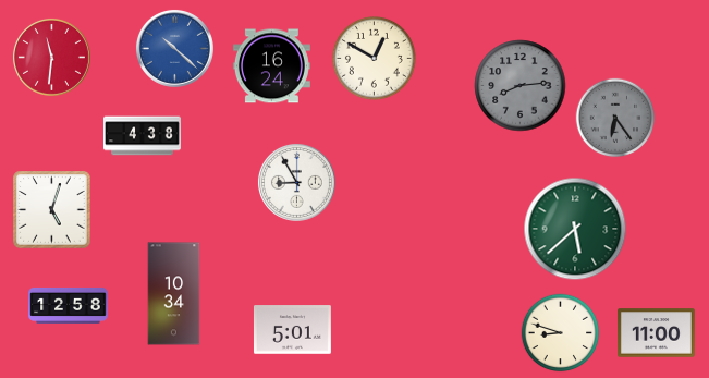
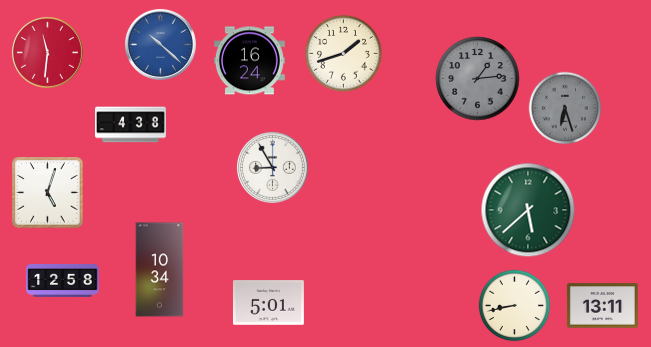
clock at (374, 58): 12:50 -> 1:42
clock at (521, 86): 8:14 -> 1:14
clock at (615, 118): 6:24 -> 6:27
clock at (561, 333): 8:48 -> 8:43
clock at (656, 333): 11:00 -> 13:11
